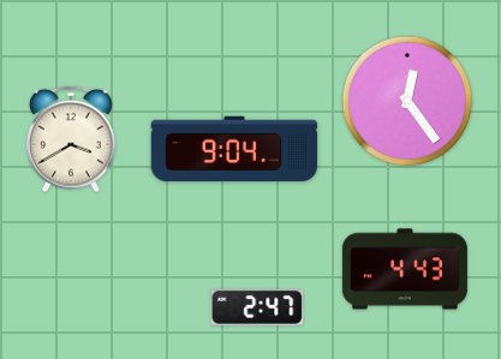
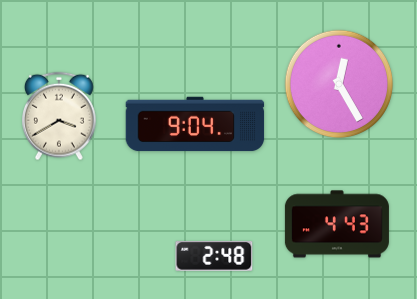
clock at (407, 101): 12:24 -> 12:25
clock at (257, 307): 2:47 -> 2:48
